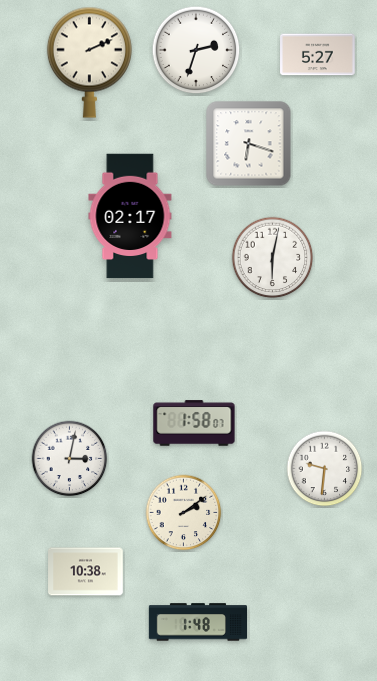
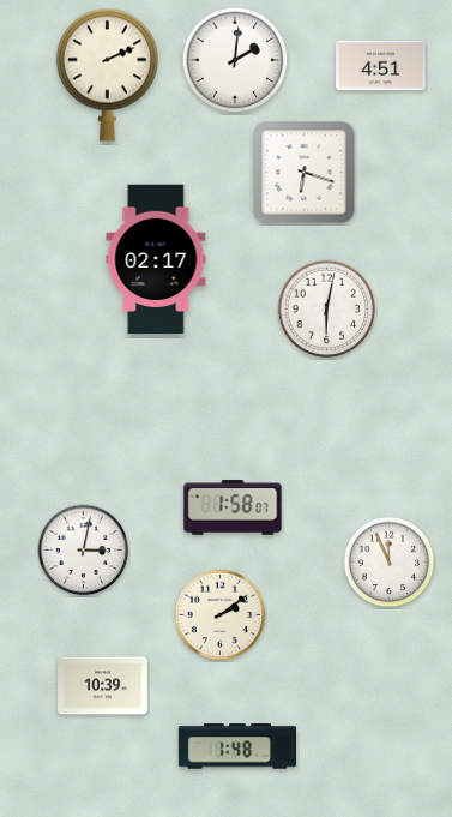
clock at (196, 50): 2:33 -> 2:01
clock at (318, 55): 5:27 -> 4:51
clock at (249, 144) position: (249, 144) -> (305, 173)
clock at (325, 469): 9:31 -> 11:56
clock at (86, 572): 10:38 -> 10:39
